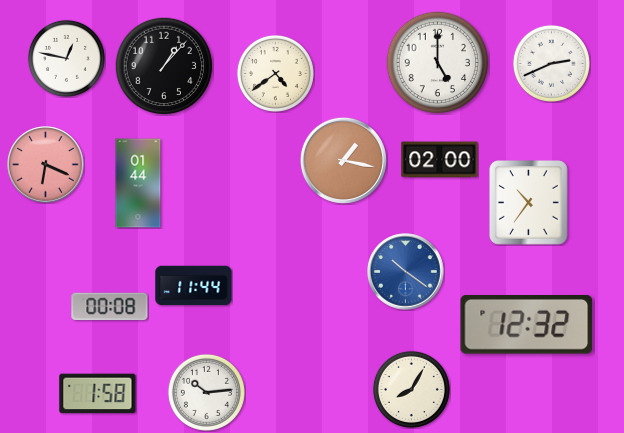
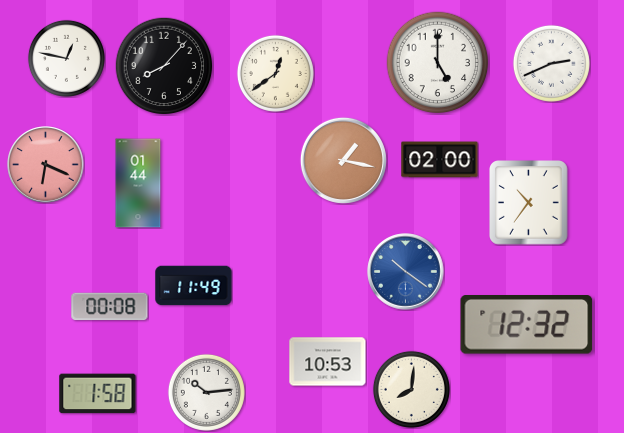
clock at (164, 66): 1:07 -> 8:07
clock at (275, 73): 4:39 -> 12:39
clock at (194, 286): 11:44 -> 11:49
clock at (328, 362): none -> 10:53
clock at (411, 389): 8:05 -> 8:01
